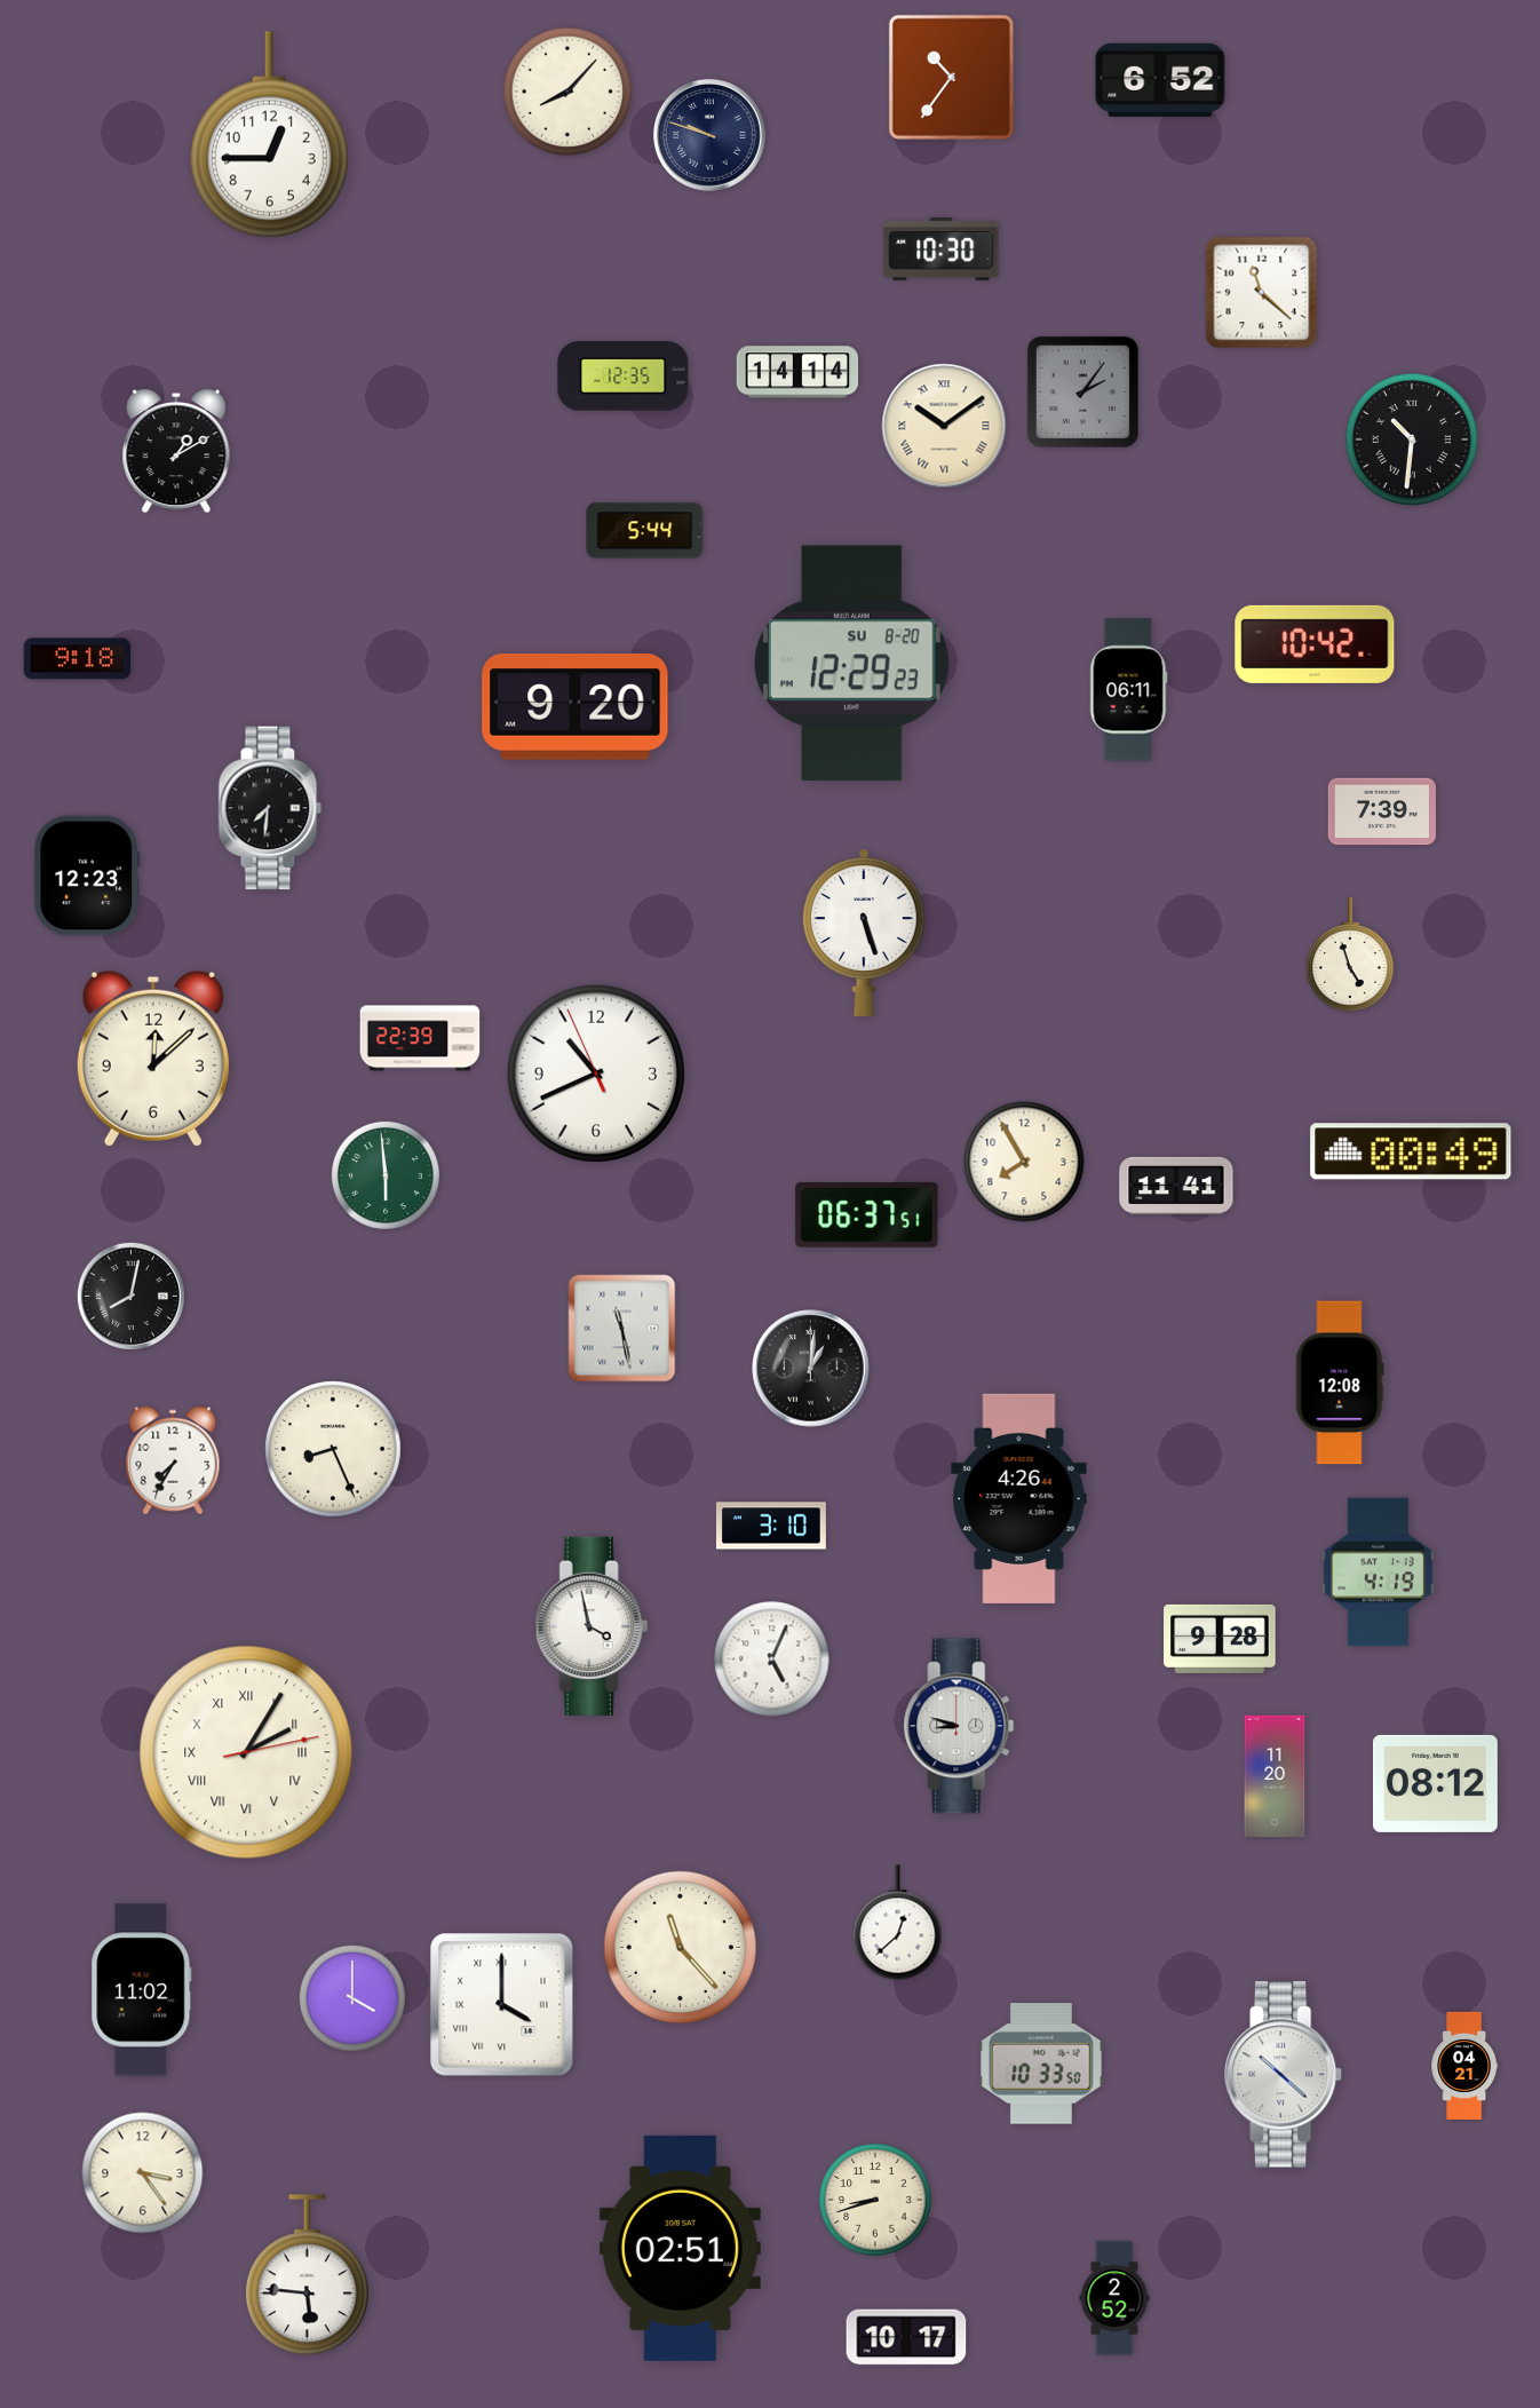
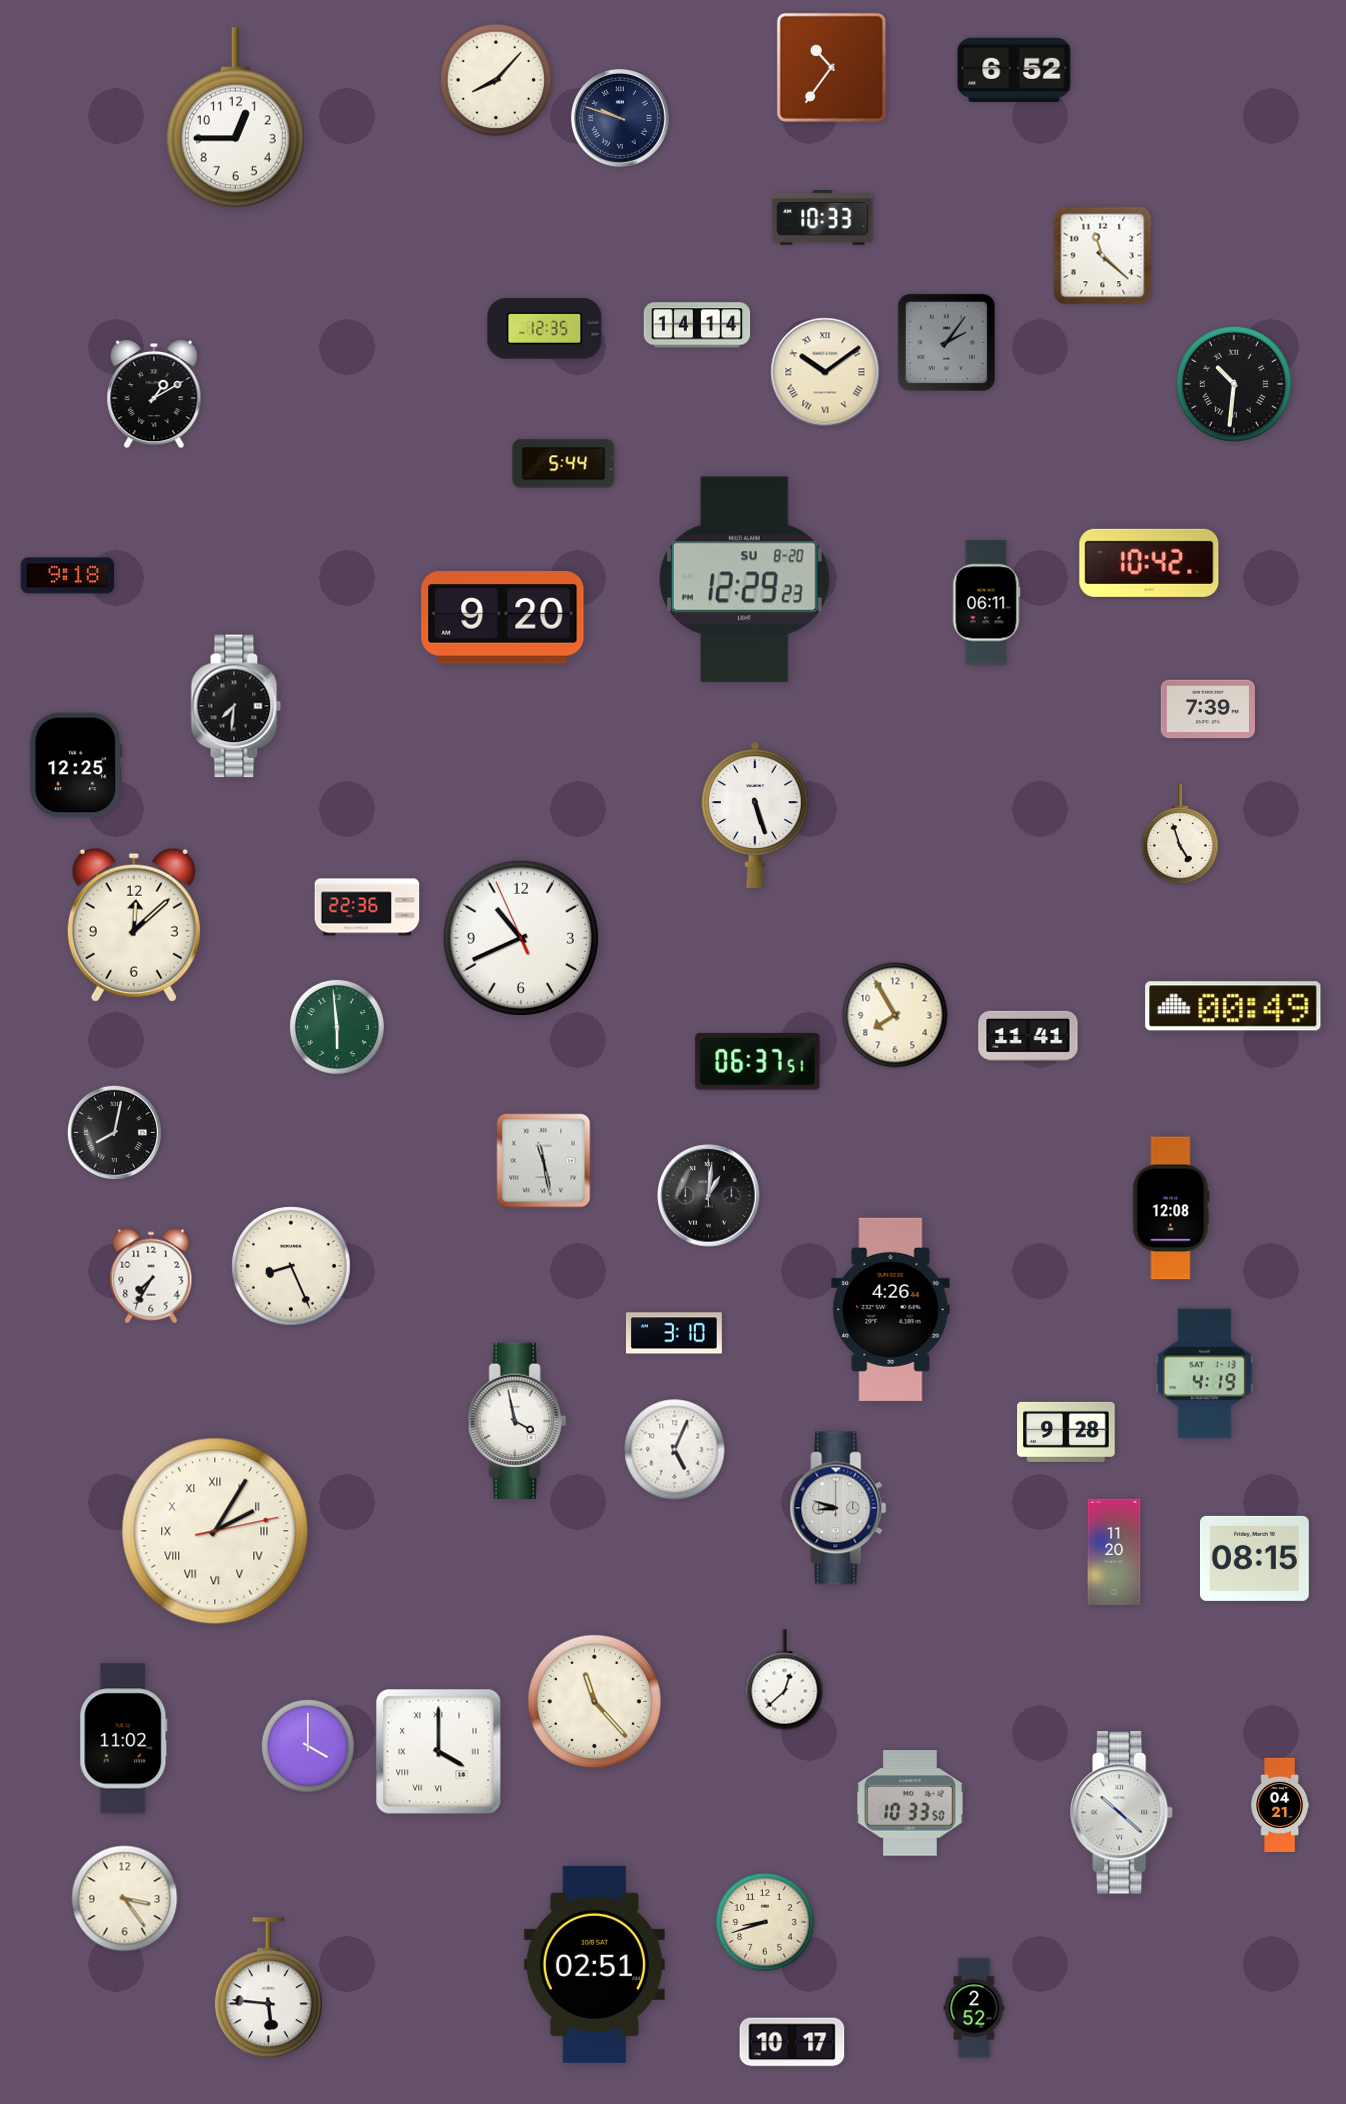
clock at (942, 249): 10:30 -> 10:33
clock at (87, 876): 12:23 -> 12:25
clock at (420, 1038): 22:39 -> 22:36
clock at (1435, 1783): 08:12 -> 08:15
